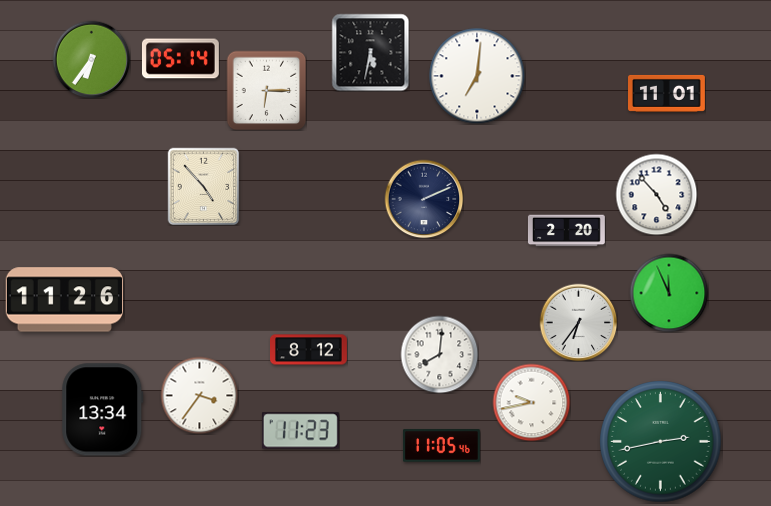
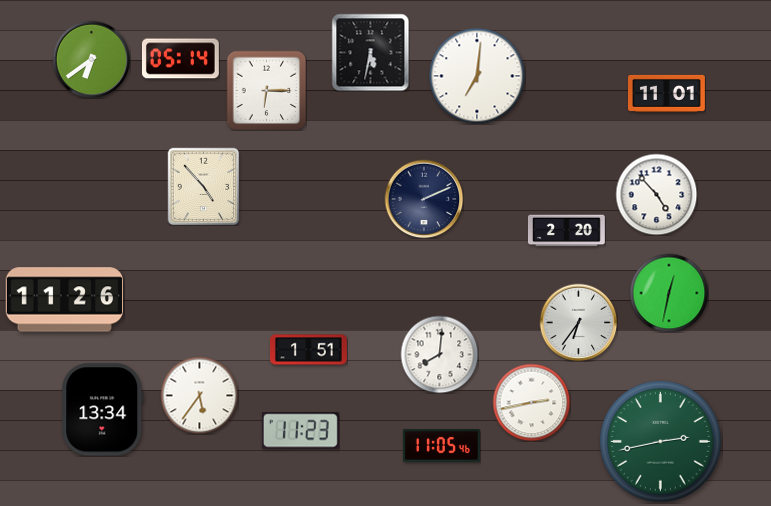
clock at (91, 59): 6:36 -> 6:39
clock at (669, 293): 11:56 -> 12:32
clock at (309, 350): 8:12 -> 1:51
clock at (199, 395): 3:36 -> 5:36
clock at (531, 402): 9:43 -> 2:43
